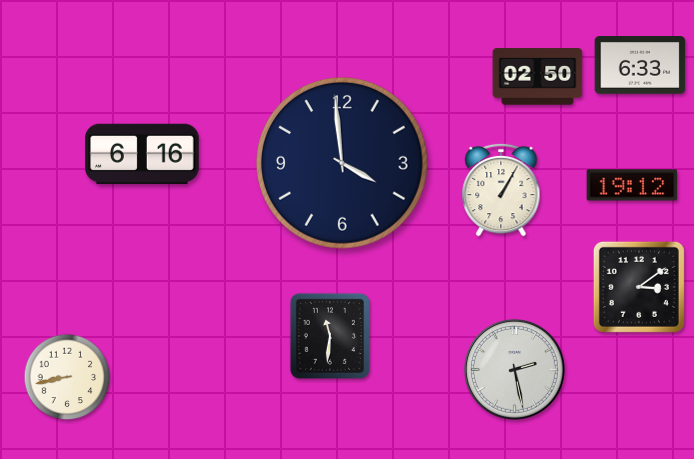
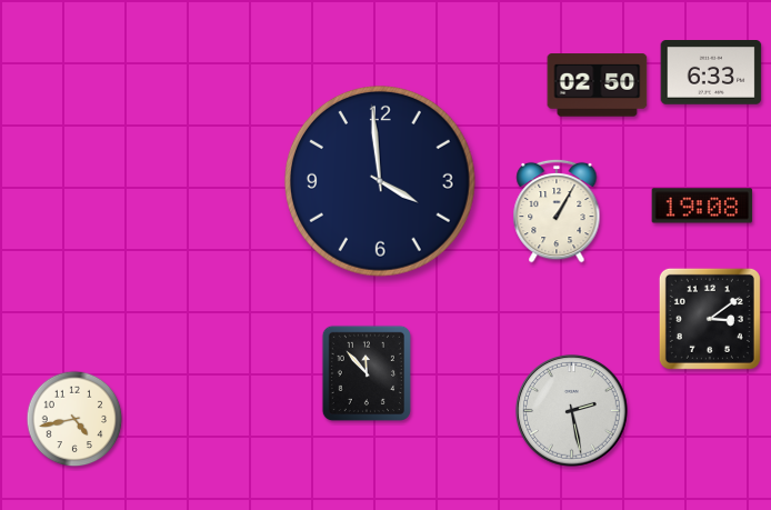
clock at (143, 154): 6:16 -> none
clock at (632, 185): 19:12 -> 19:08
clock at (330, 335): 11:31 -> 11:53
clock at (67, 377): 8:43 -> 4:43
